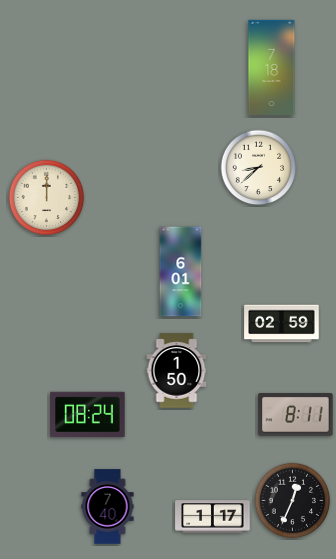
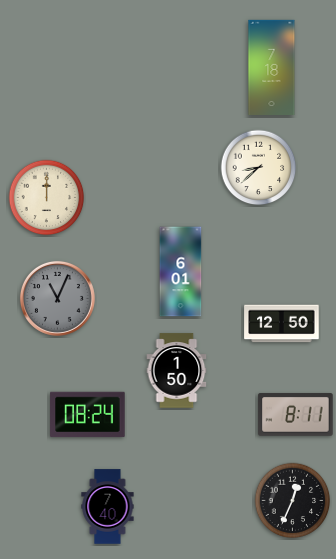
clock at (57, 298): none -> 11:04
clock at (282, 324): 02:59 -> 12:50
clock at (213, 517): 1:17 -> none
